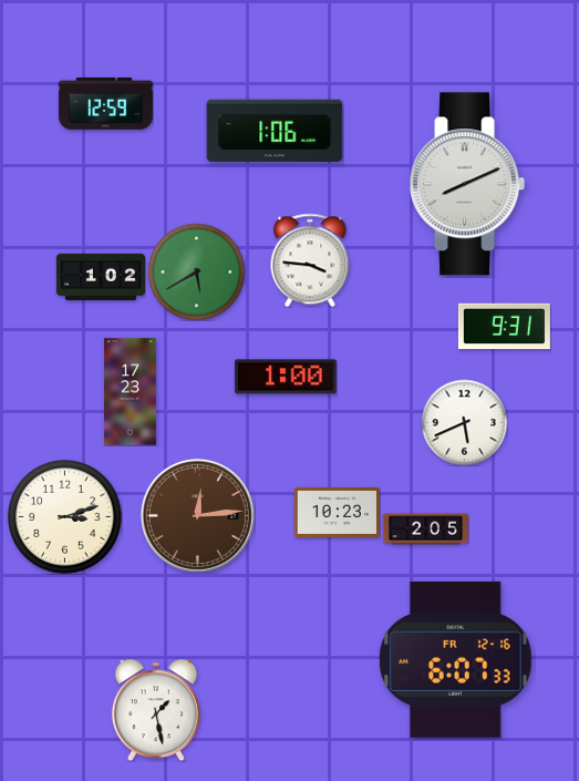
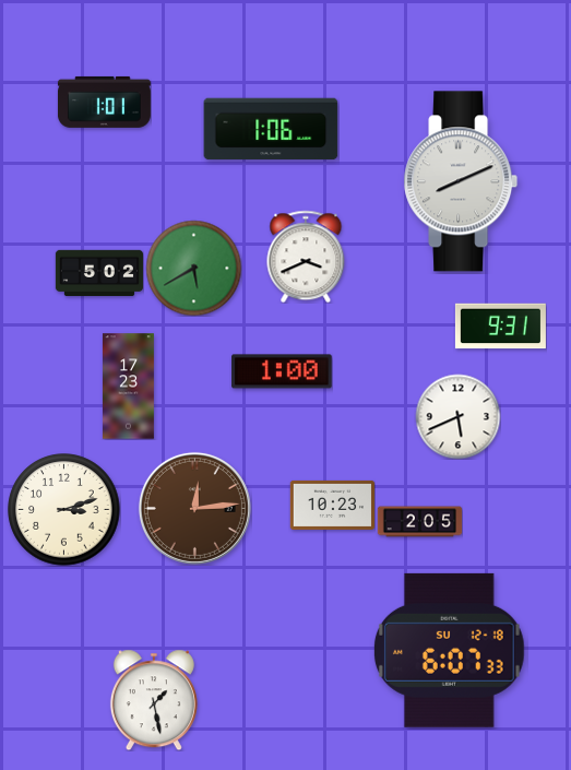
clock at (105, 103): 12:59 -> 1:01
clock at (310, 260): 3:46 -> 3:41
clock at (101, 277): 1:02 -> 5:02
clock at (504, 327) position: (504, 327) -> (500, 327)
clock at (455, 659) date: FR 12-16 -> SU 12-18
